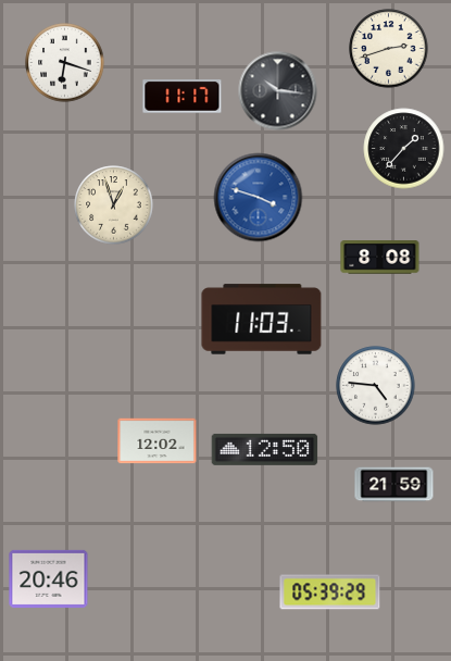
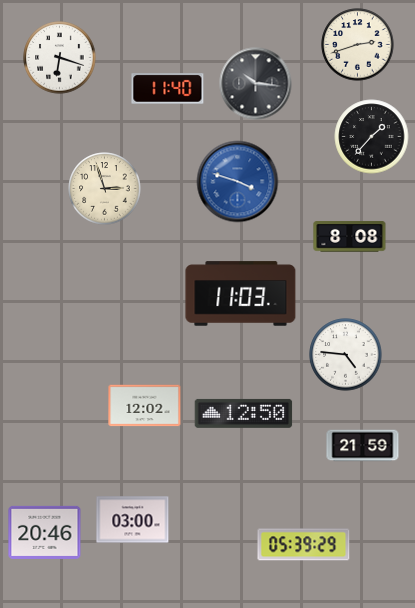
clock at (183, 97): 11:17 -> 11:40
clock at (114, 205): 12:57 -> 2:57
clock at (133, 520): none -> 03:00
